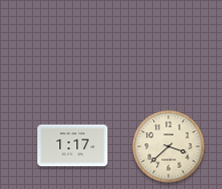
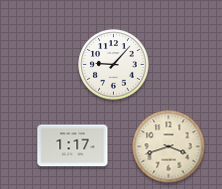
clock at (114, 65): none -> 9:07
clock at (169, 147): 3:38 -> 3:42
